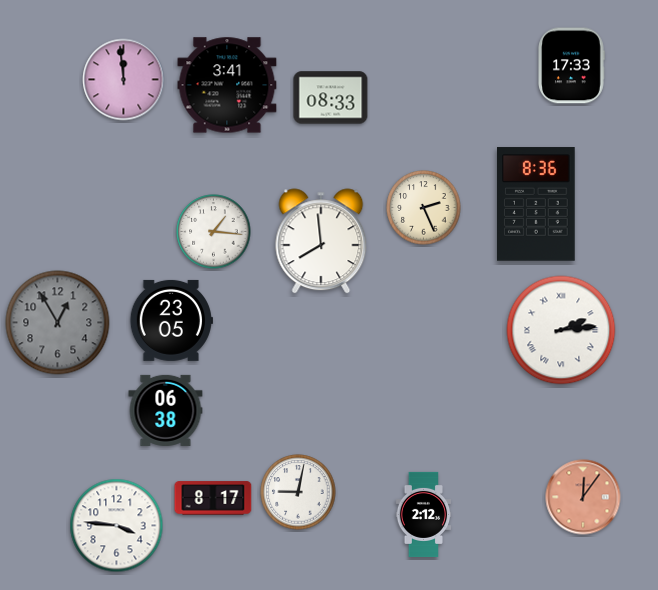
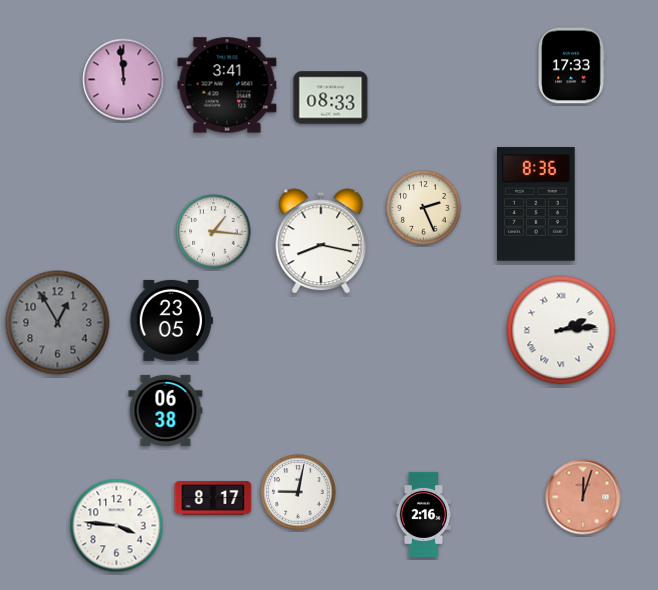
clock at (321, 241): 7:59 -> 8:17
clock at (583, 497): 12:06 -> 12:03
clock at (424, 514): 2:12 -> 2:16
